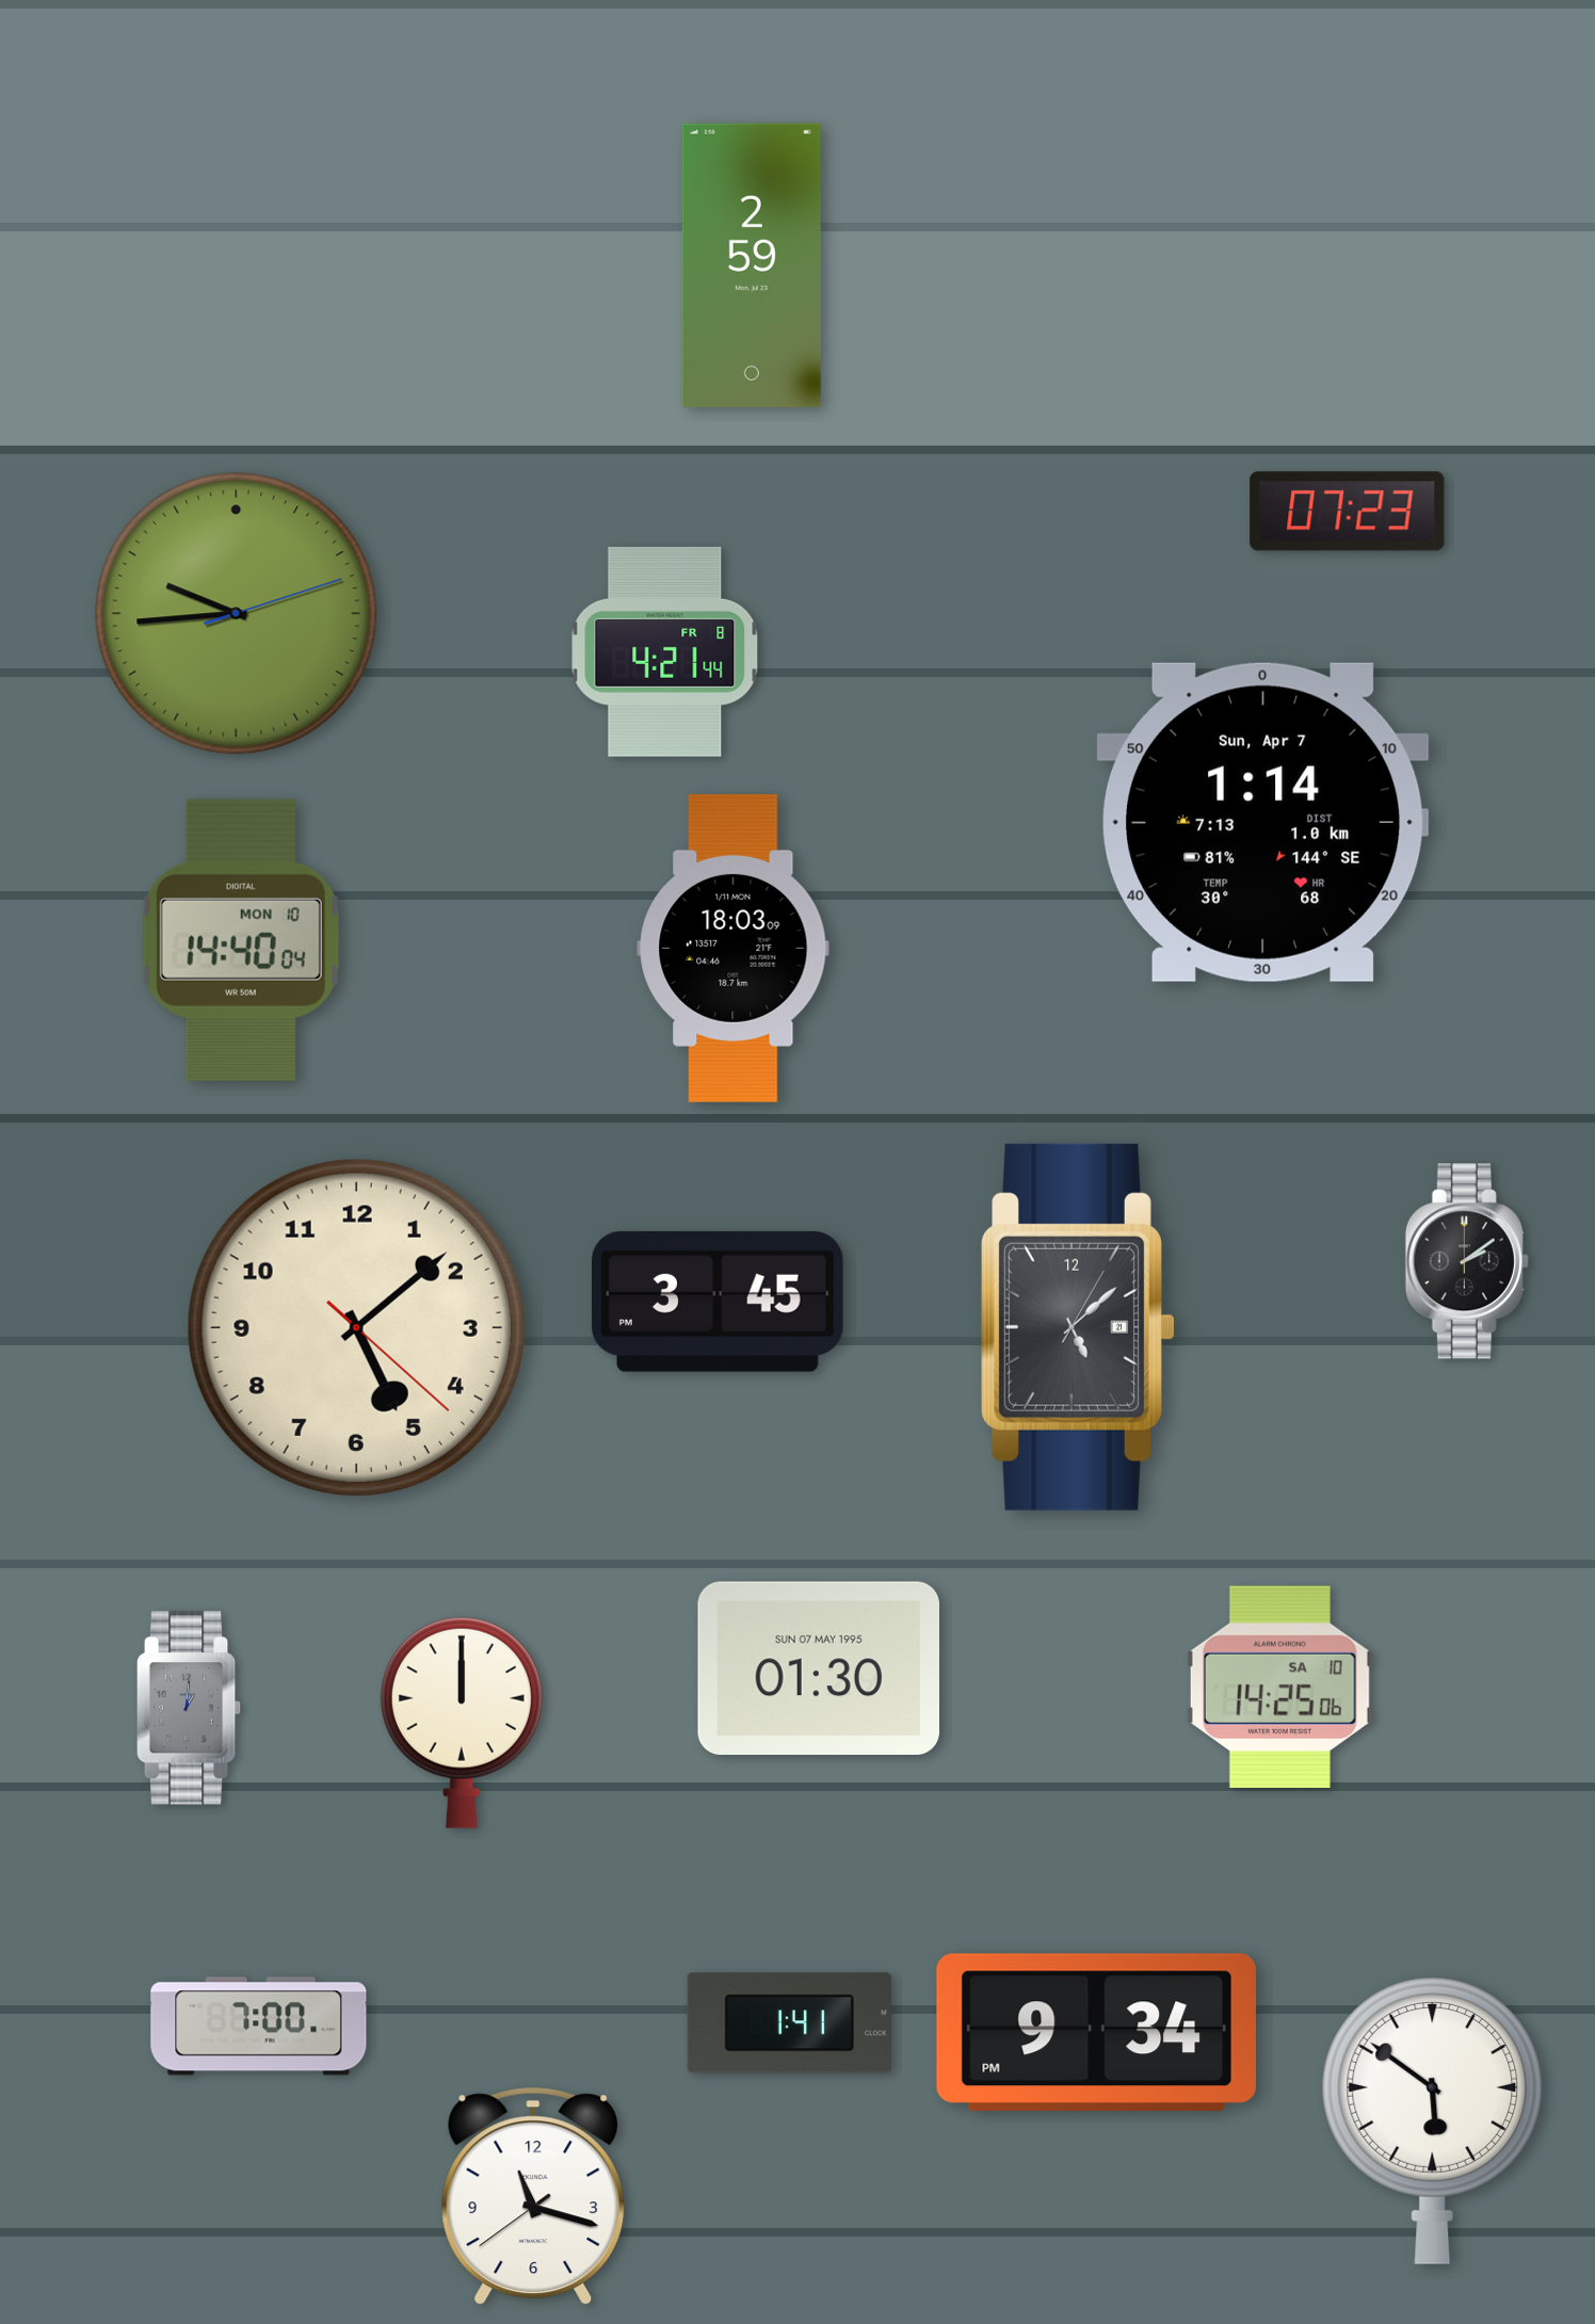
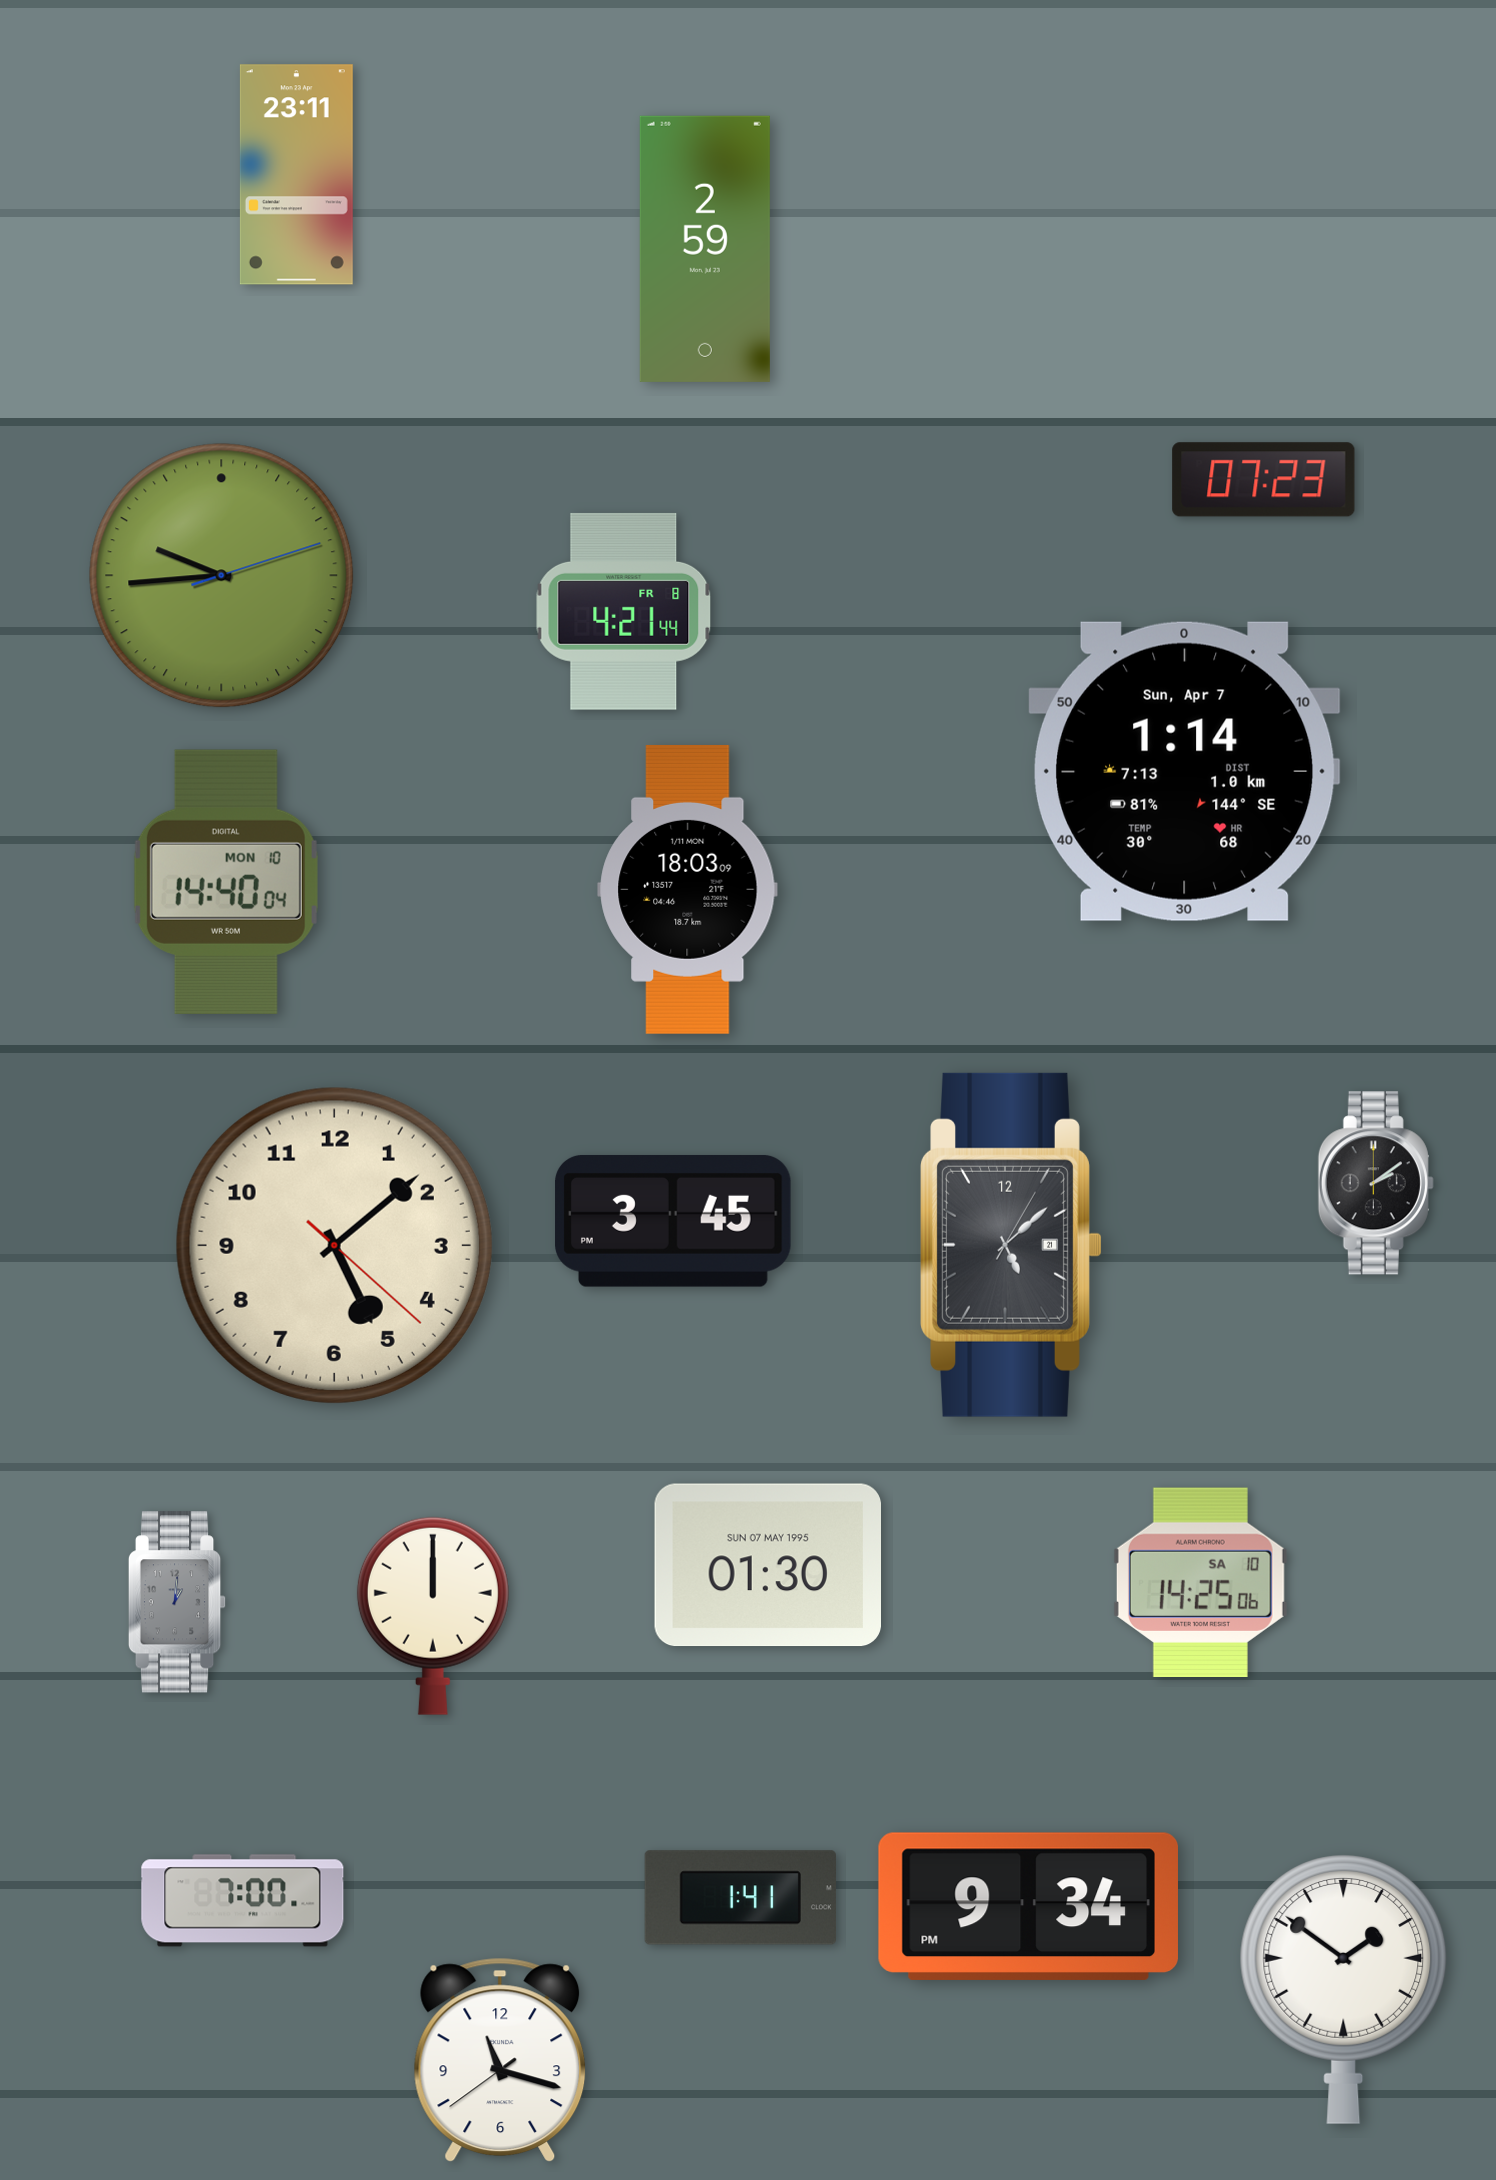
clock at (296, 175): none -> 23:11
clock at (1433, 2120): 5:51 -> 1:51
